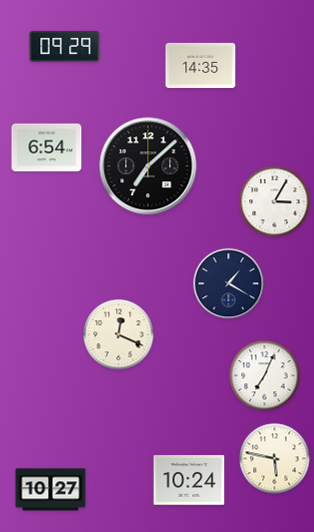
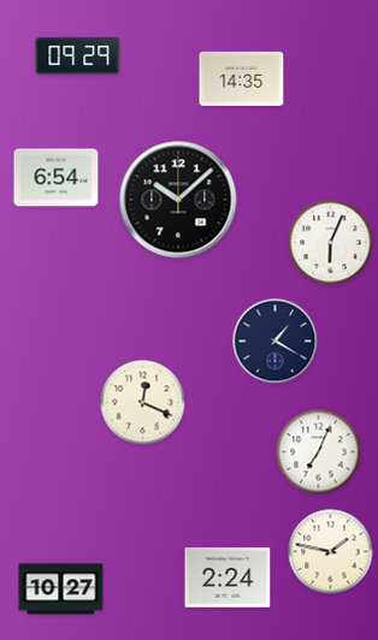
clock at (148, 166): 7:08 -> 10:08
clock at (275, 202): 3:05 -> 6:04
clock at (275, 459): 5:47 -> 1:47
clock at (189, 480): 10:24 -> 2:24
